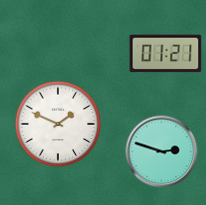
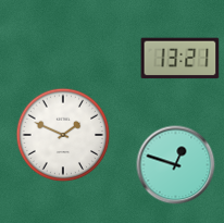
clock at (166, 54): 01:21 -> 13:21
clock at (162, 152): 2:48 -> 12:48
